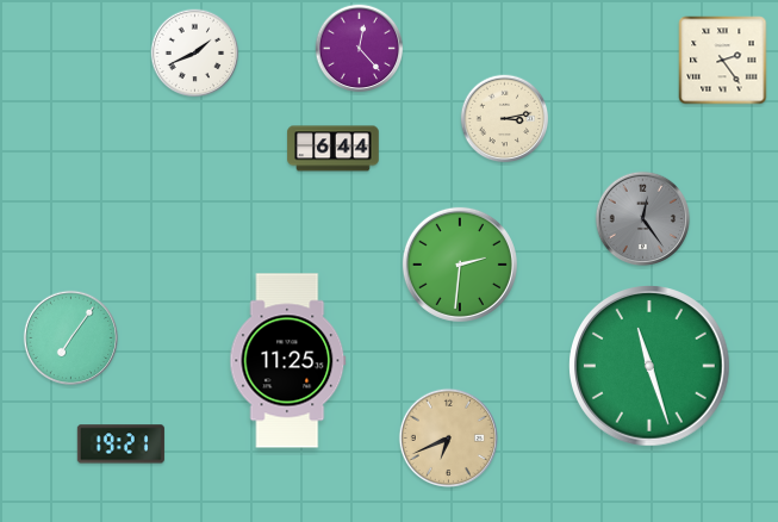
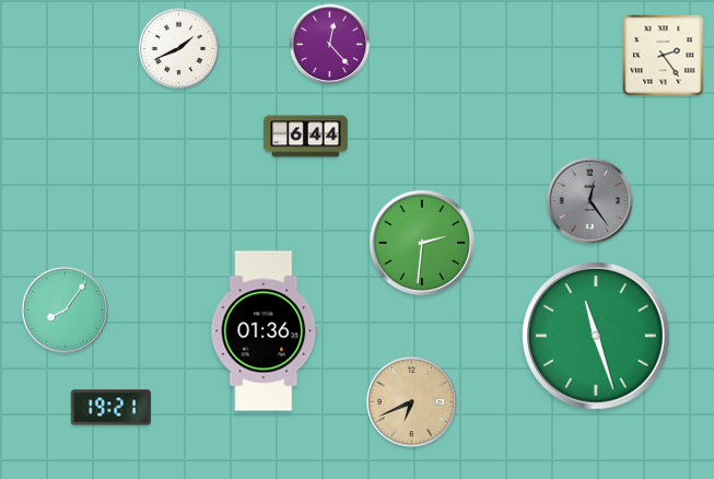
clock at (505, 119): 3:13 -> none
clock at (71, 338): 7:06 -> 8:06
clock at (288, 361): 11:25 -> 01:36
